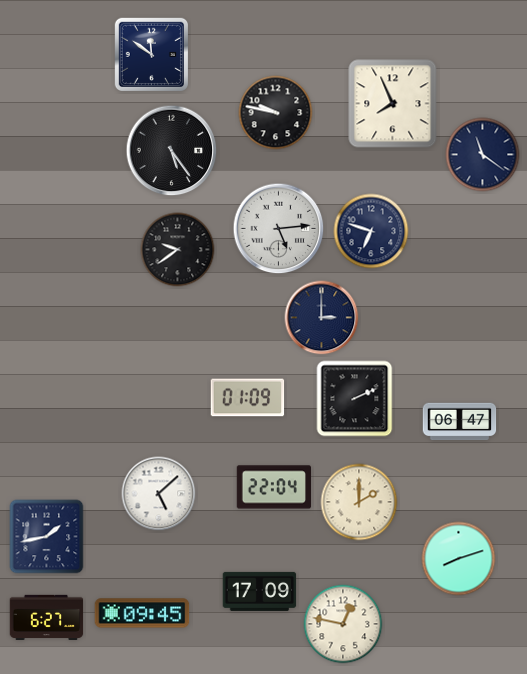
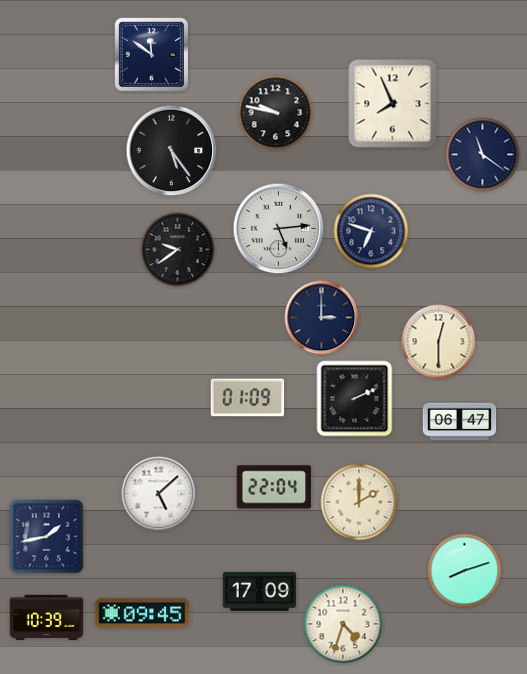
clock at (439, 342): none -> 12:30
clock at (459, 559) position: (459, 559) -> (465, 571)
clock at (47, 617): 6:27 -> 10:39
clock at (343, 624): 12:47 -> 4:33
